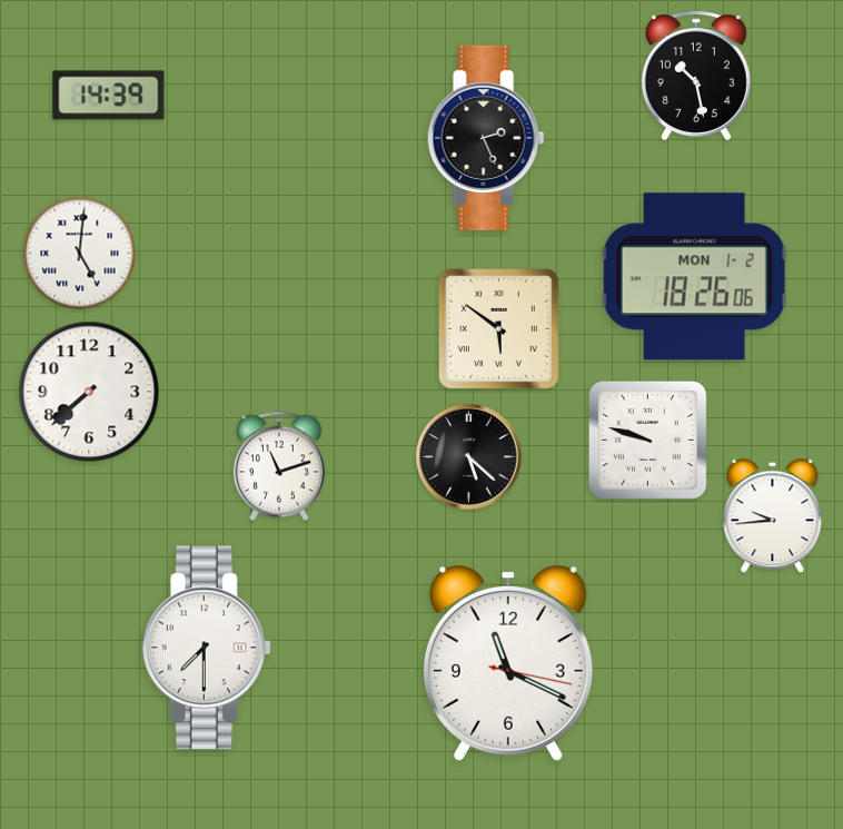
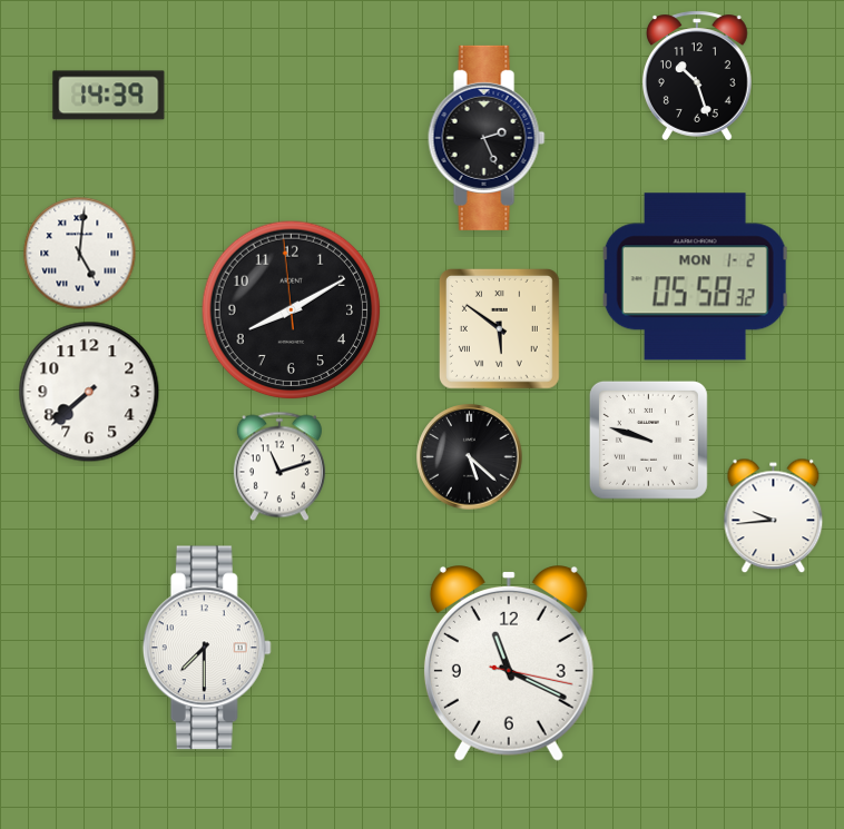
clock at (696, 76): 10:28 -> 10:27
clock at (695, 277): 18:26 -> 05:58
clock at (292, 310): none -> 8:09
